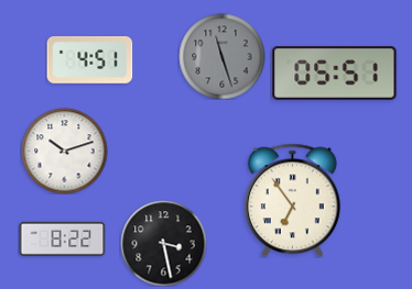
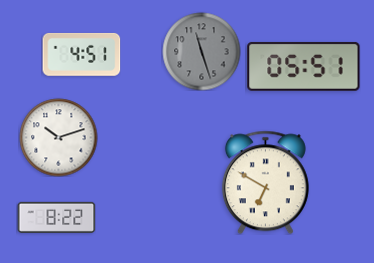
clock at (292, 200): 6:54 -> 6:50
clock at (163, 243): 3:28 -> none
